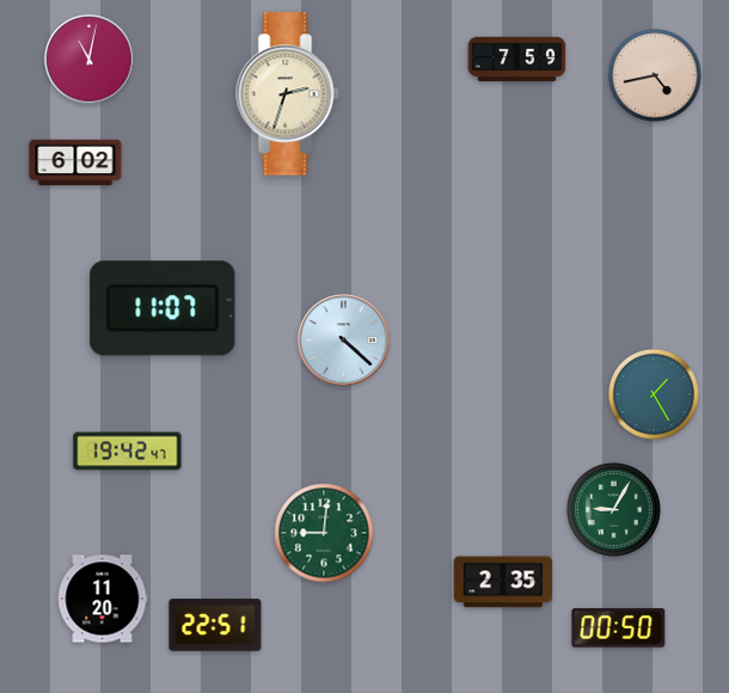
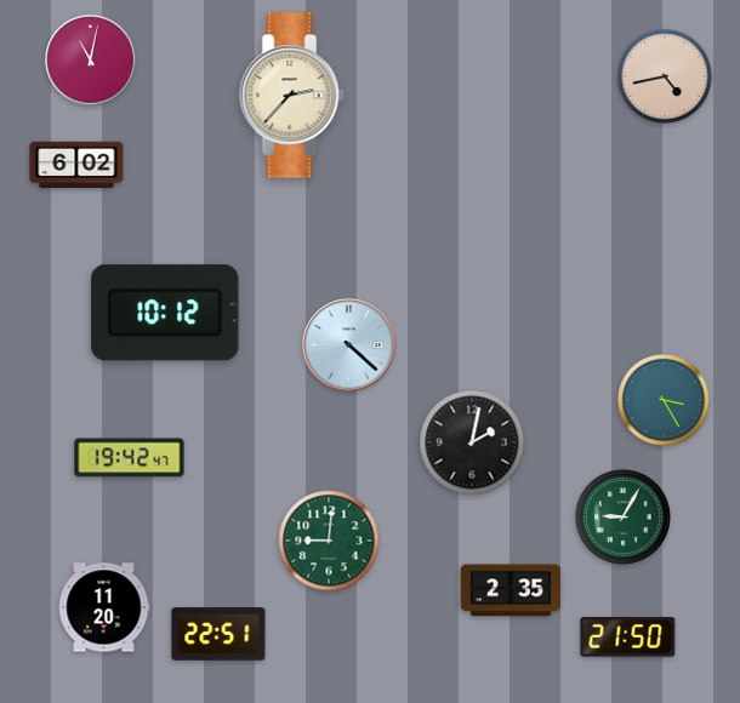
clock at (517, 60): 7:59 -> none
clock at (288, 94): 2:33 -> 2:37
clock at (163, 308): 11:07 -> 10:12
clock at (654, 394): 1:25 -> 3:25
clock at (472, 442): none -> 2:02
clock at (619, 628): 00:50 -> 21:50
